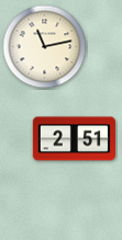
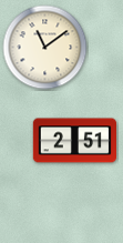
clock at (45, 47): 11:13 -> 11:09
